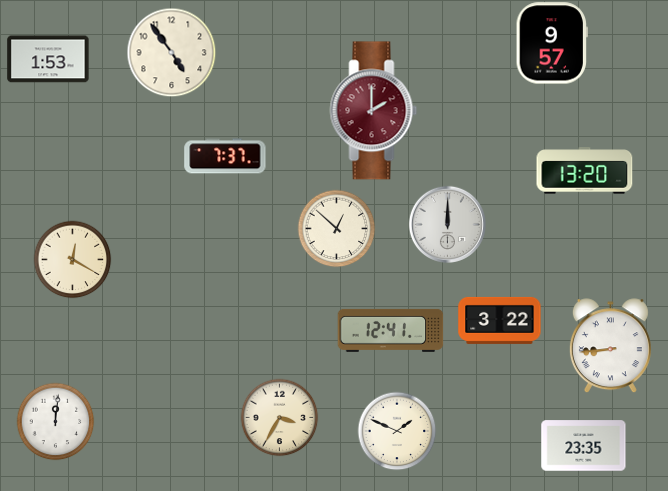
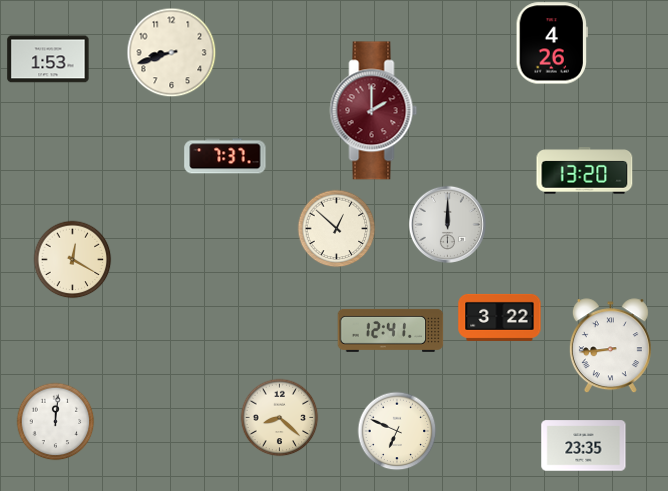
clock at (552, 43): 9:57 -> 4:26
clock at (171, 52): 4:54 -> 8:42
clock at (500, 320) position: (500, 320) -> (500, 317)
clock at (279, 417): 3:35 -> 8:22
clock at (397, 431): 1:49 -> 6:49
